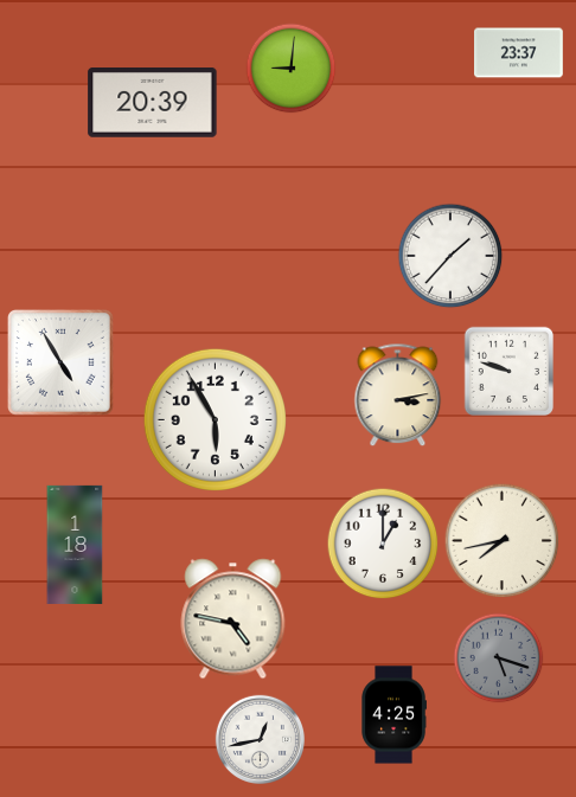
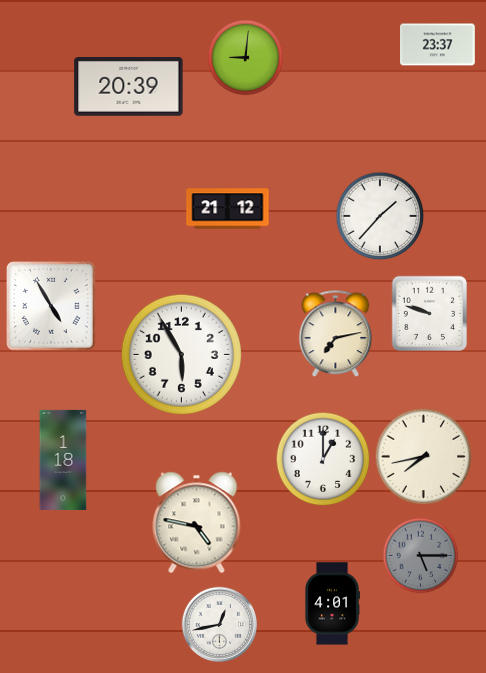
clock at (228, 209): none -> 21:12
clock at (398, 396): 3:13 -> 7:13
clock at (499, 658): 5:18 -> 5:15
clock at (393, 715): 4:25 -> 4:01
